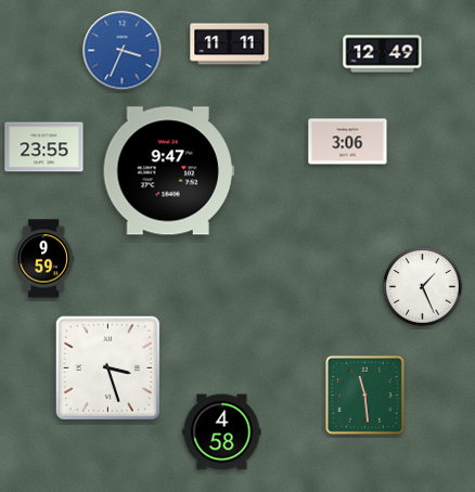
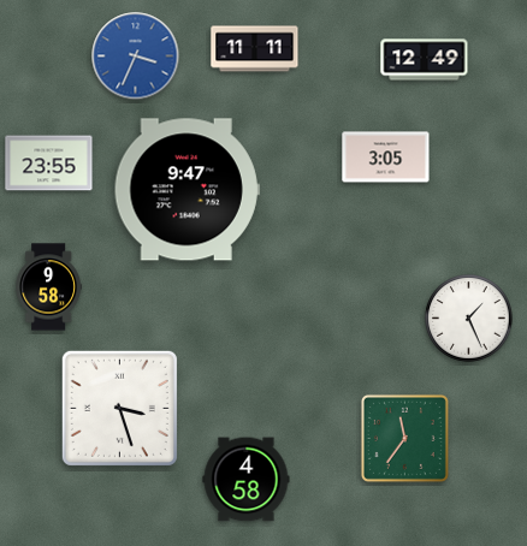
clock at (348, 142): 3:06 -> 3:05
clock at (44, 259): 9:59 -> 9:58
clock at (364, 394): 11:29 -> 11:36
